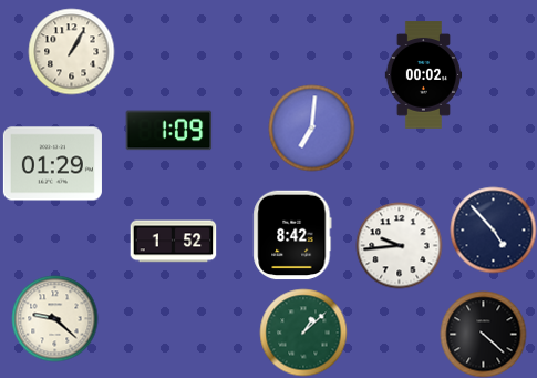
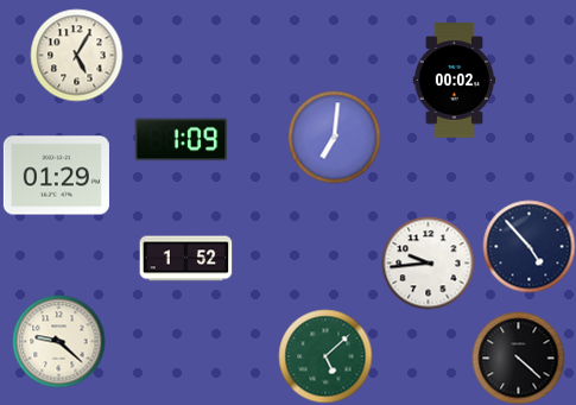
clock at (71, 51): 1:05 -> 5:05
clock at (292, 235): 8:42 -> none
clock at (303, 333): 1:08 -> 5:08
